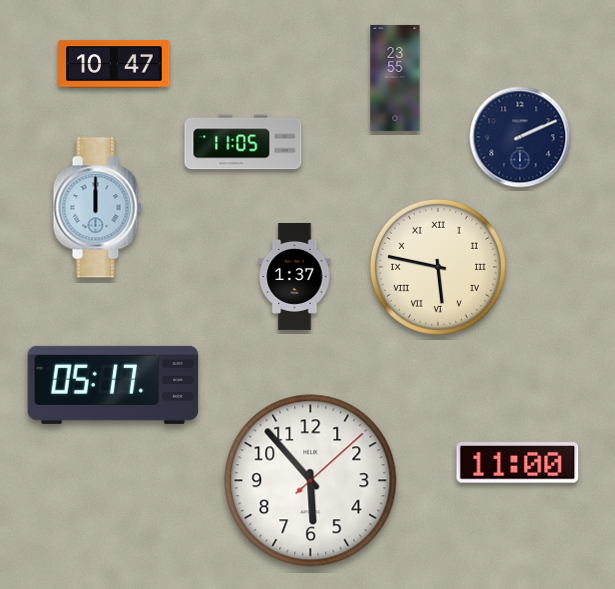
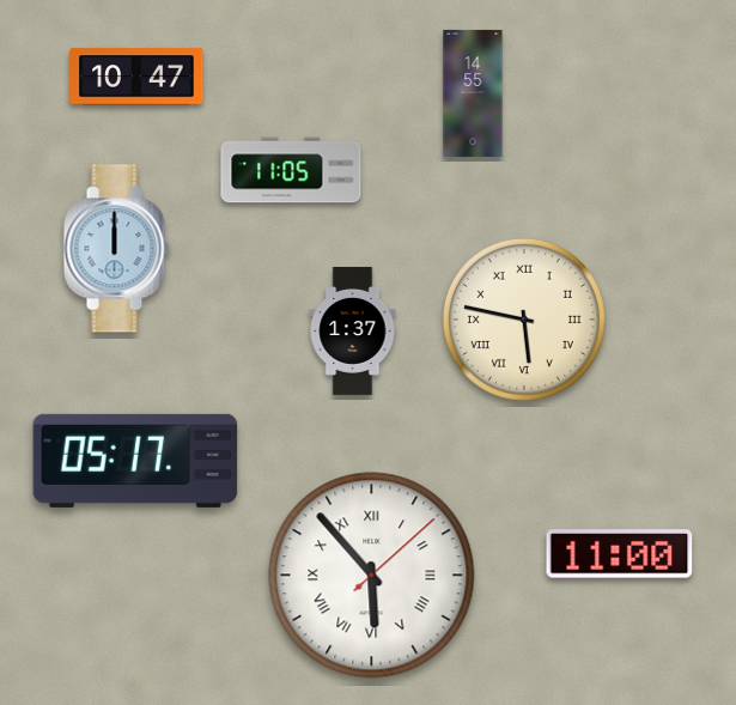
clock at (395, 78): 23:55 -> 14:55
clock at (520, 137): 2:11 -> none
clock at (311, 481) numerals: Arabic -> Roman
